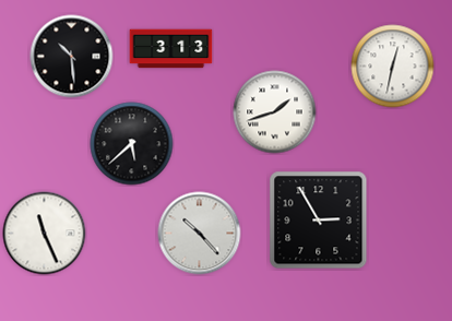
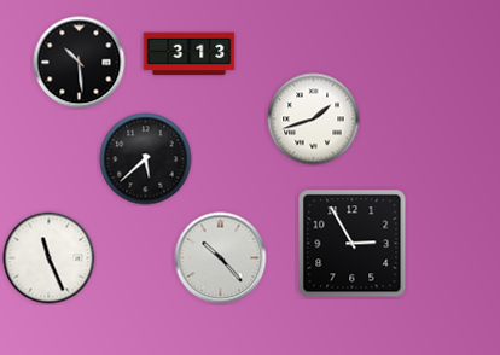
clock at (393, 67): 12:32 -> none
clock at (275, 112) position: (275, 112) -> (314, 120)
